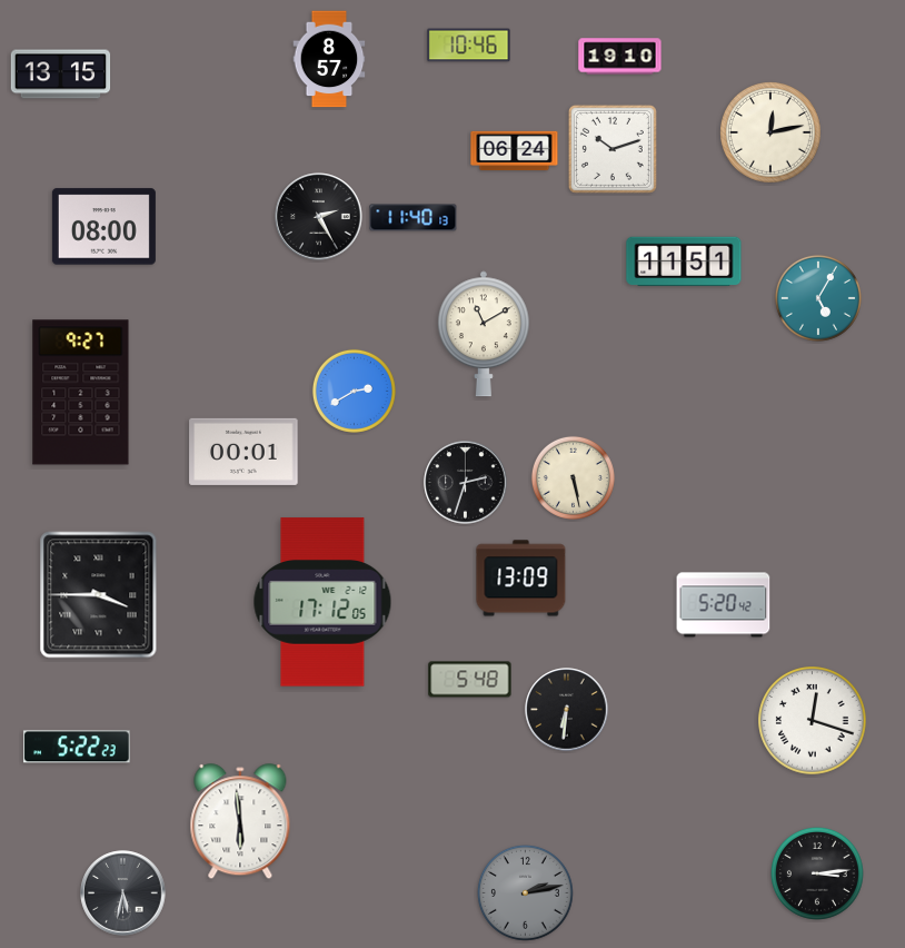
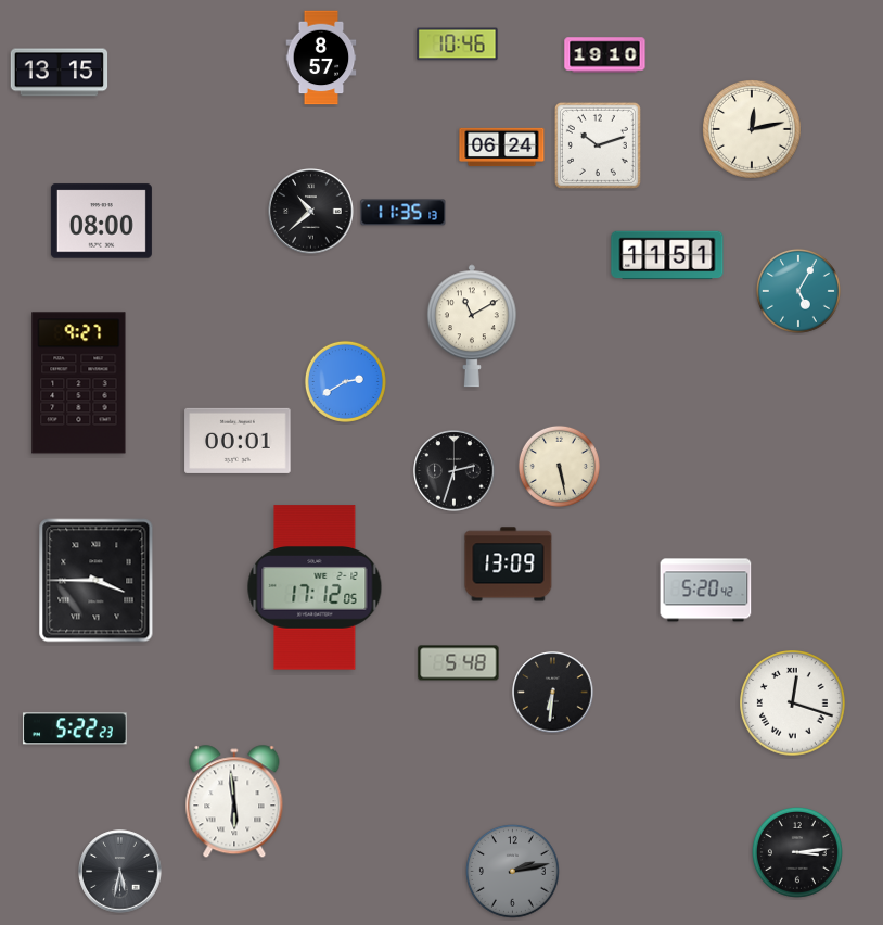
clock at (319, 217): 2:25 -> 10:38
clock at (414, 218): 11:40 -> 11:35
